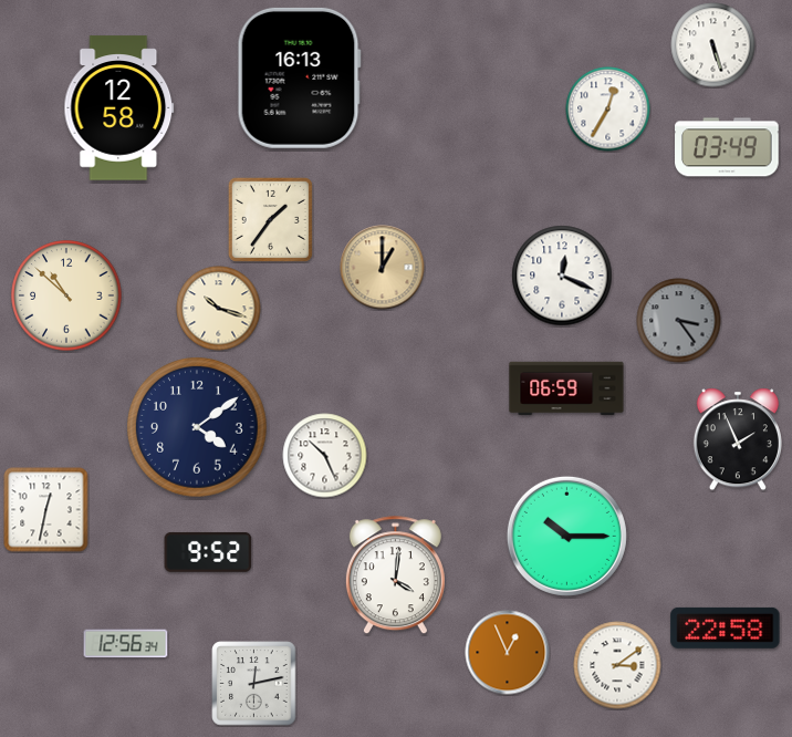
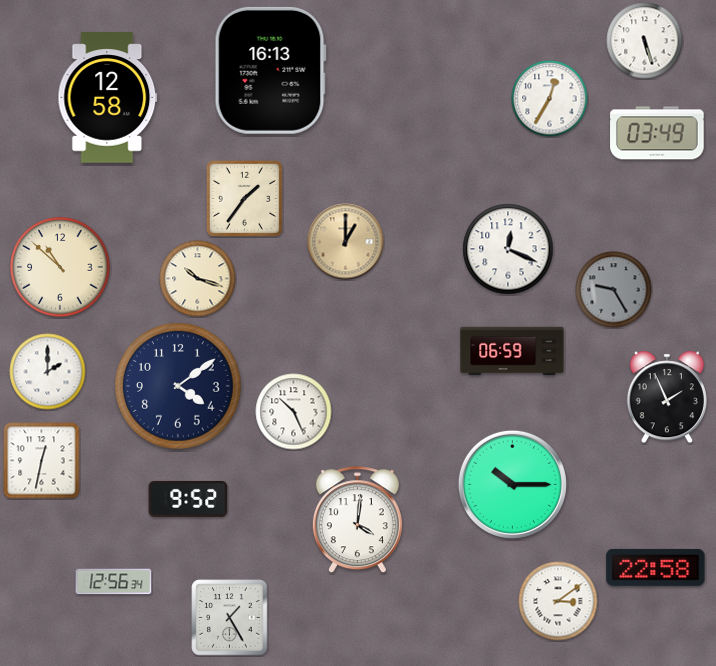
clock at (679, 321): 3:24 -> 9:25
clock at (48, 372): none -> 2:00
clock at (508, 653): 12:56 -> none
clock at (254, 684): 12:13 -> 1:25
